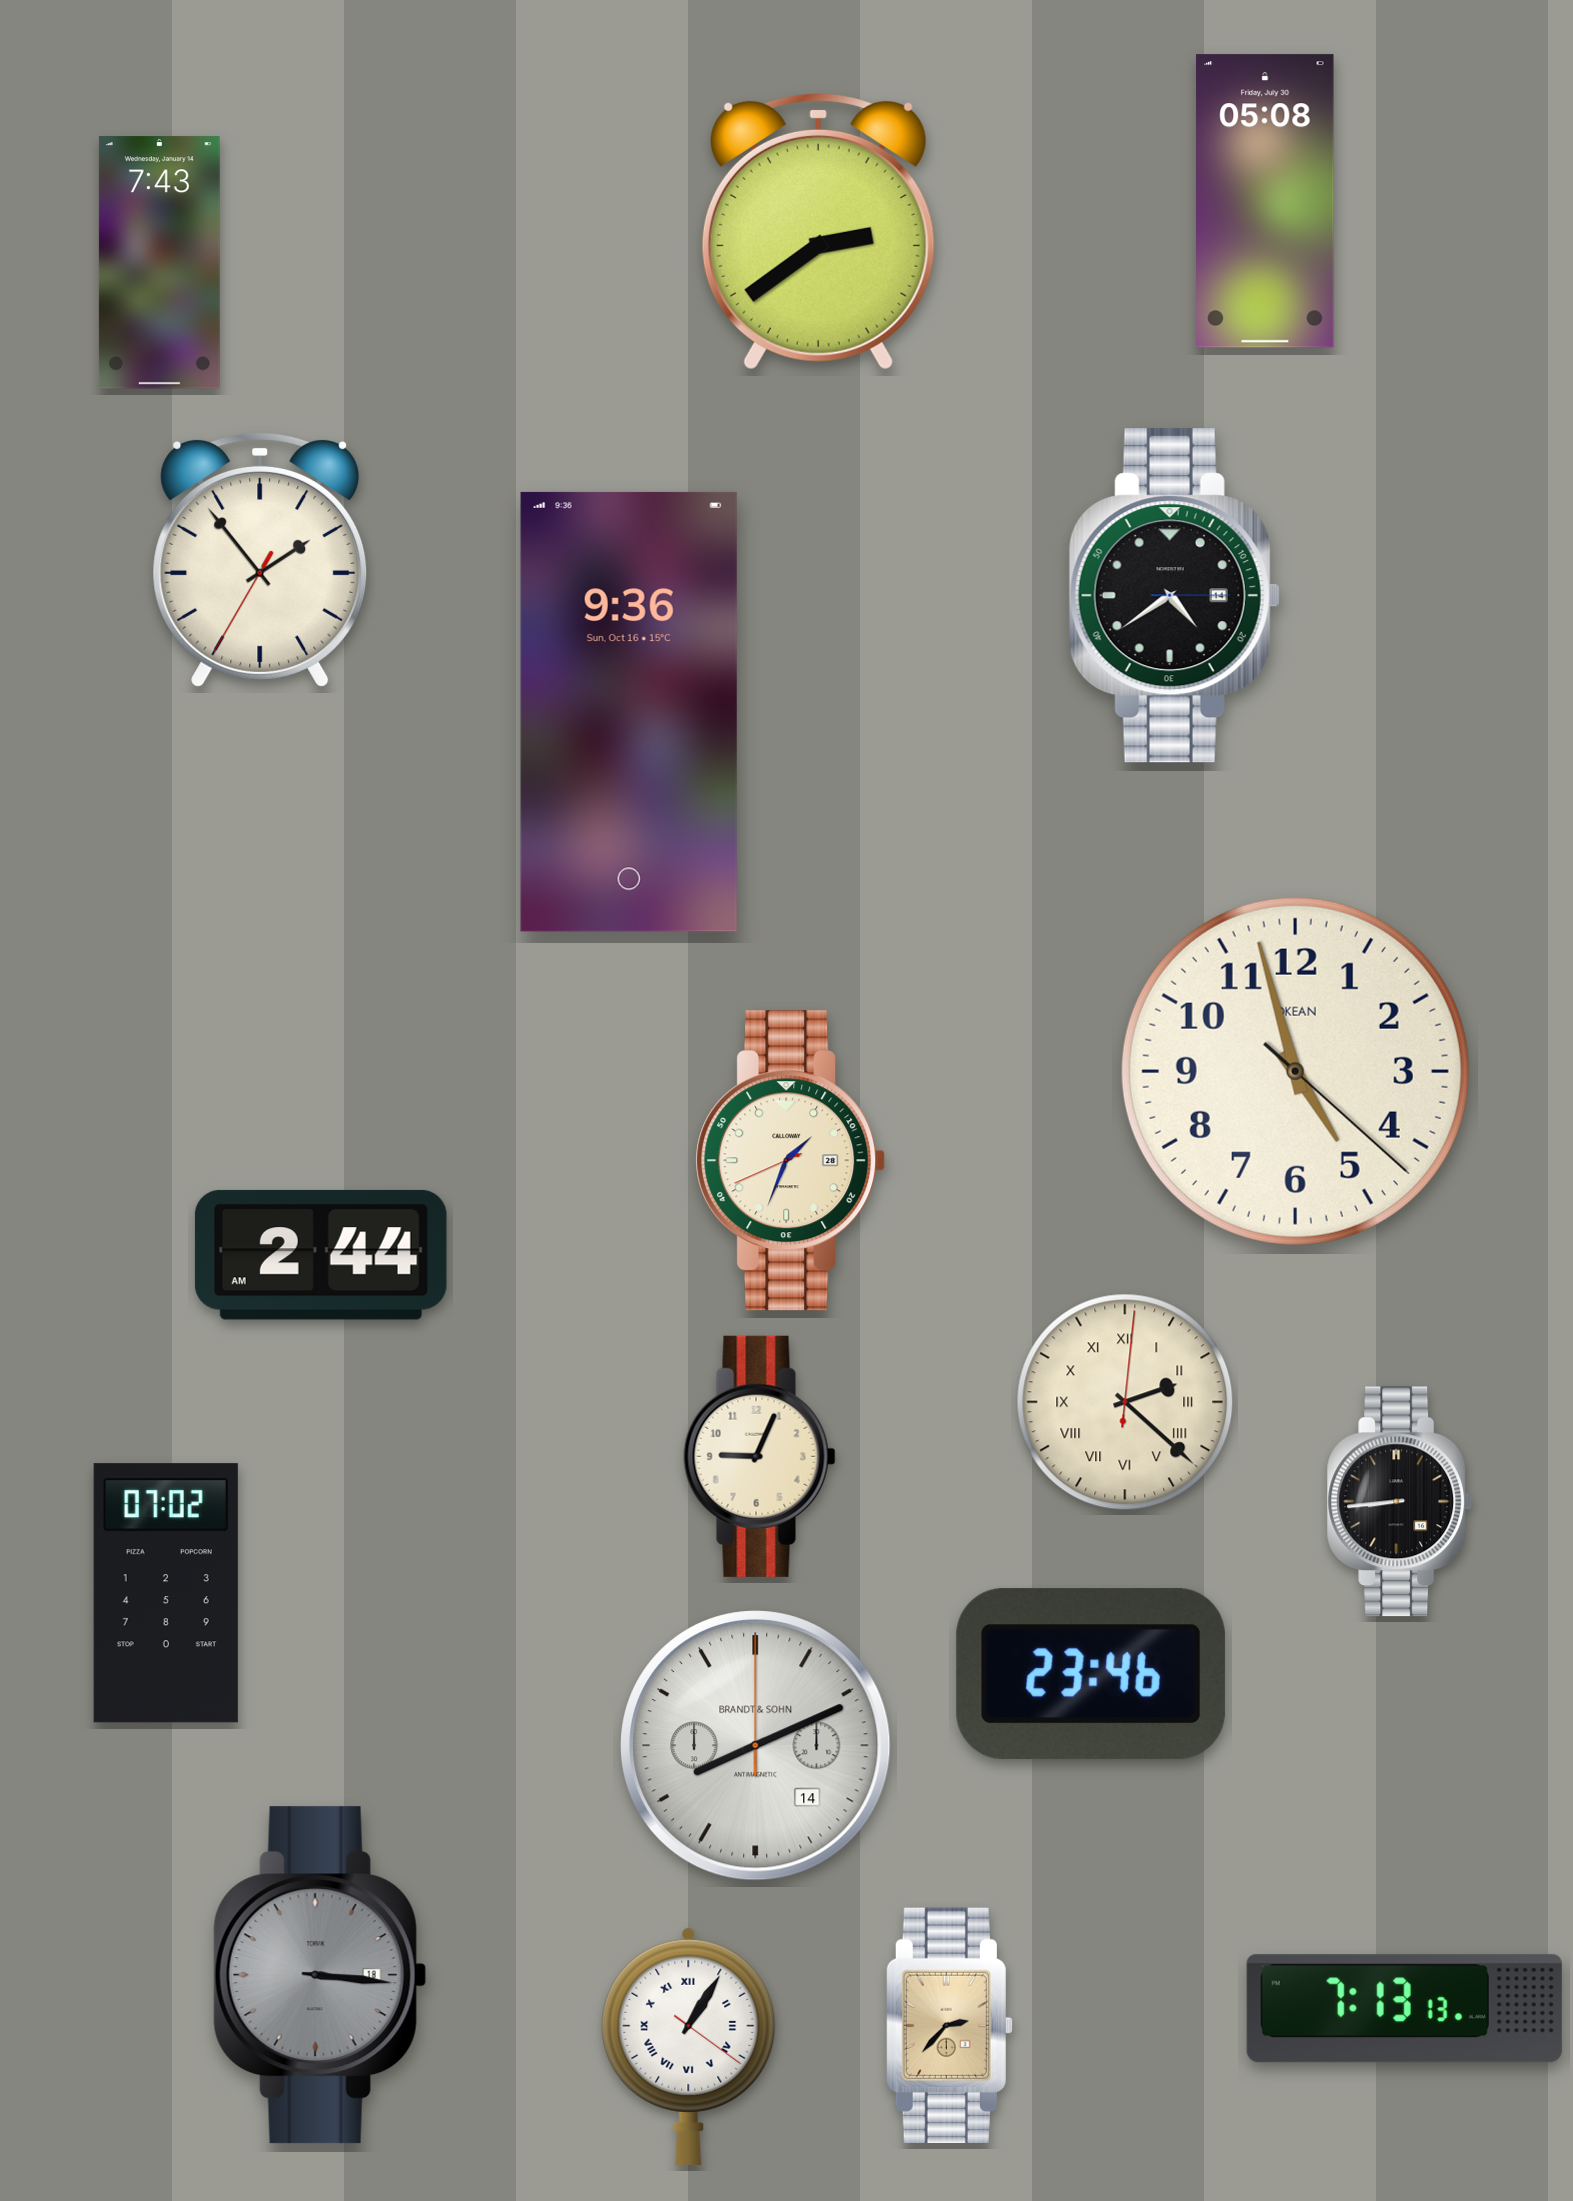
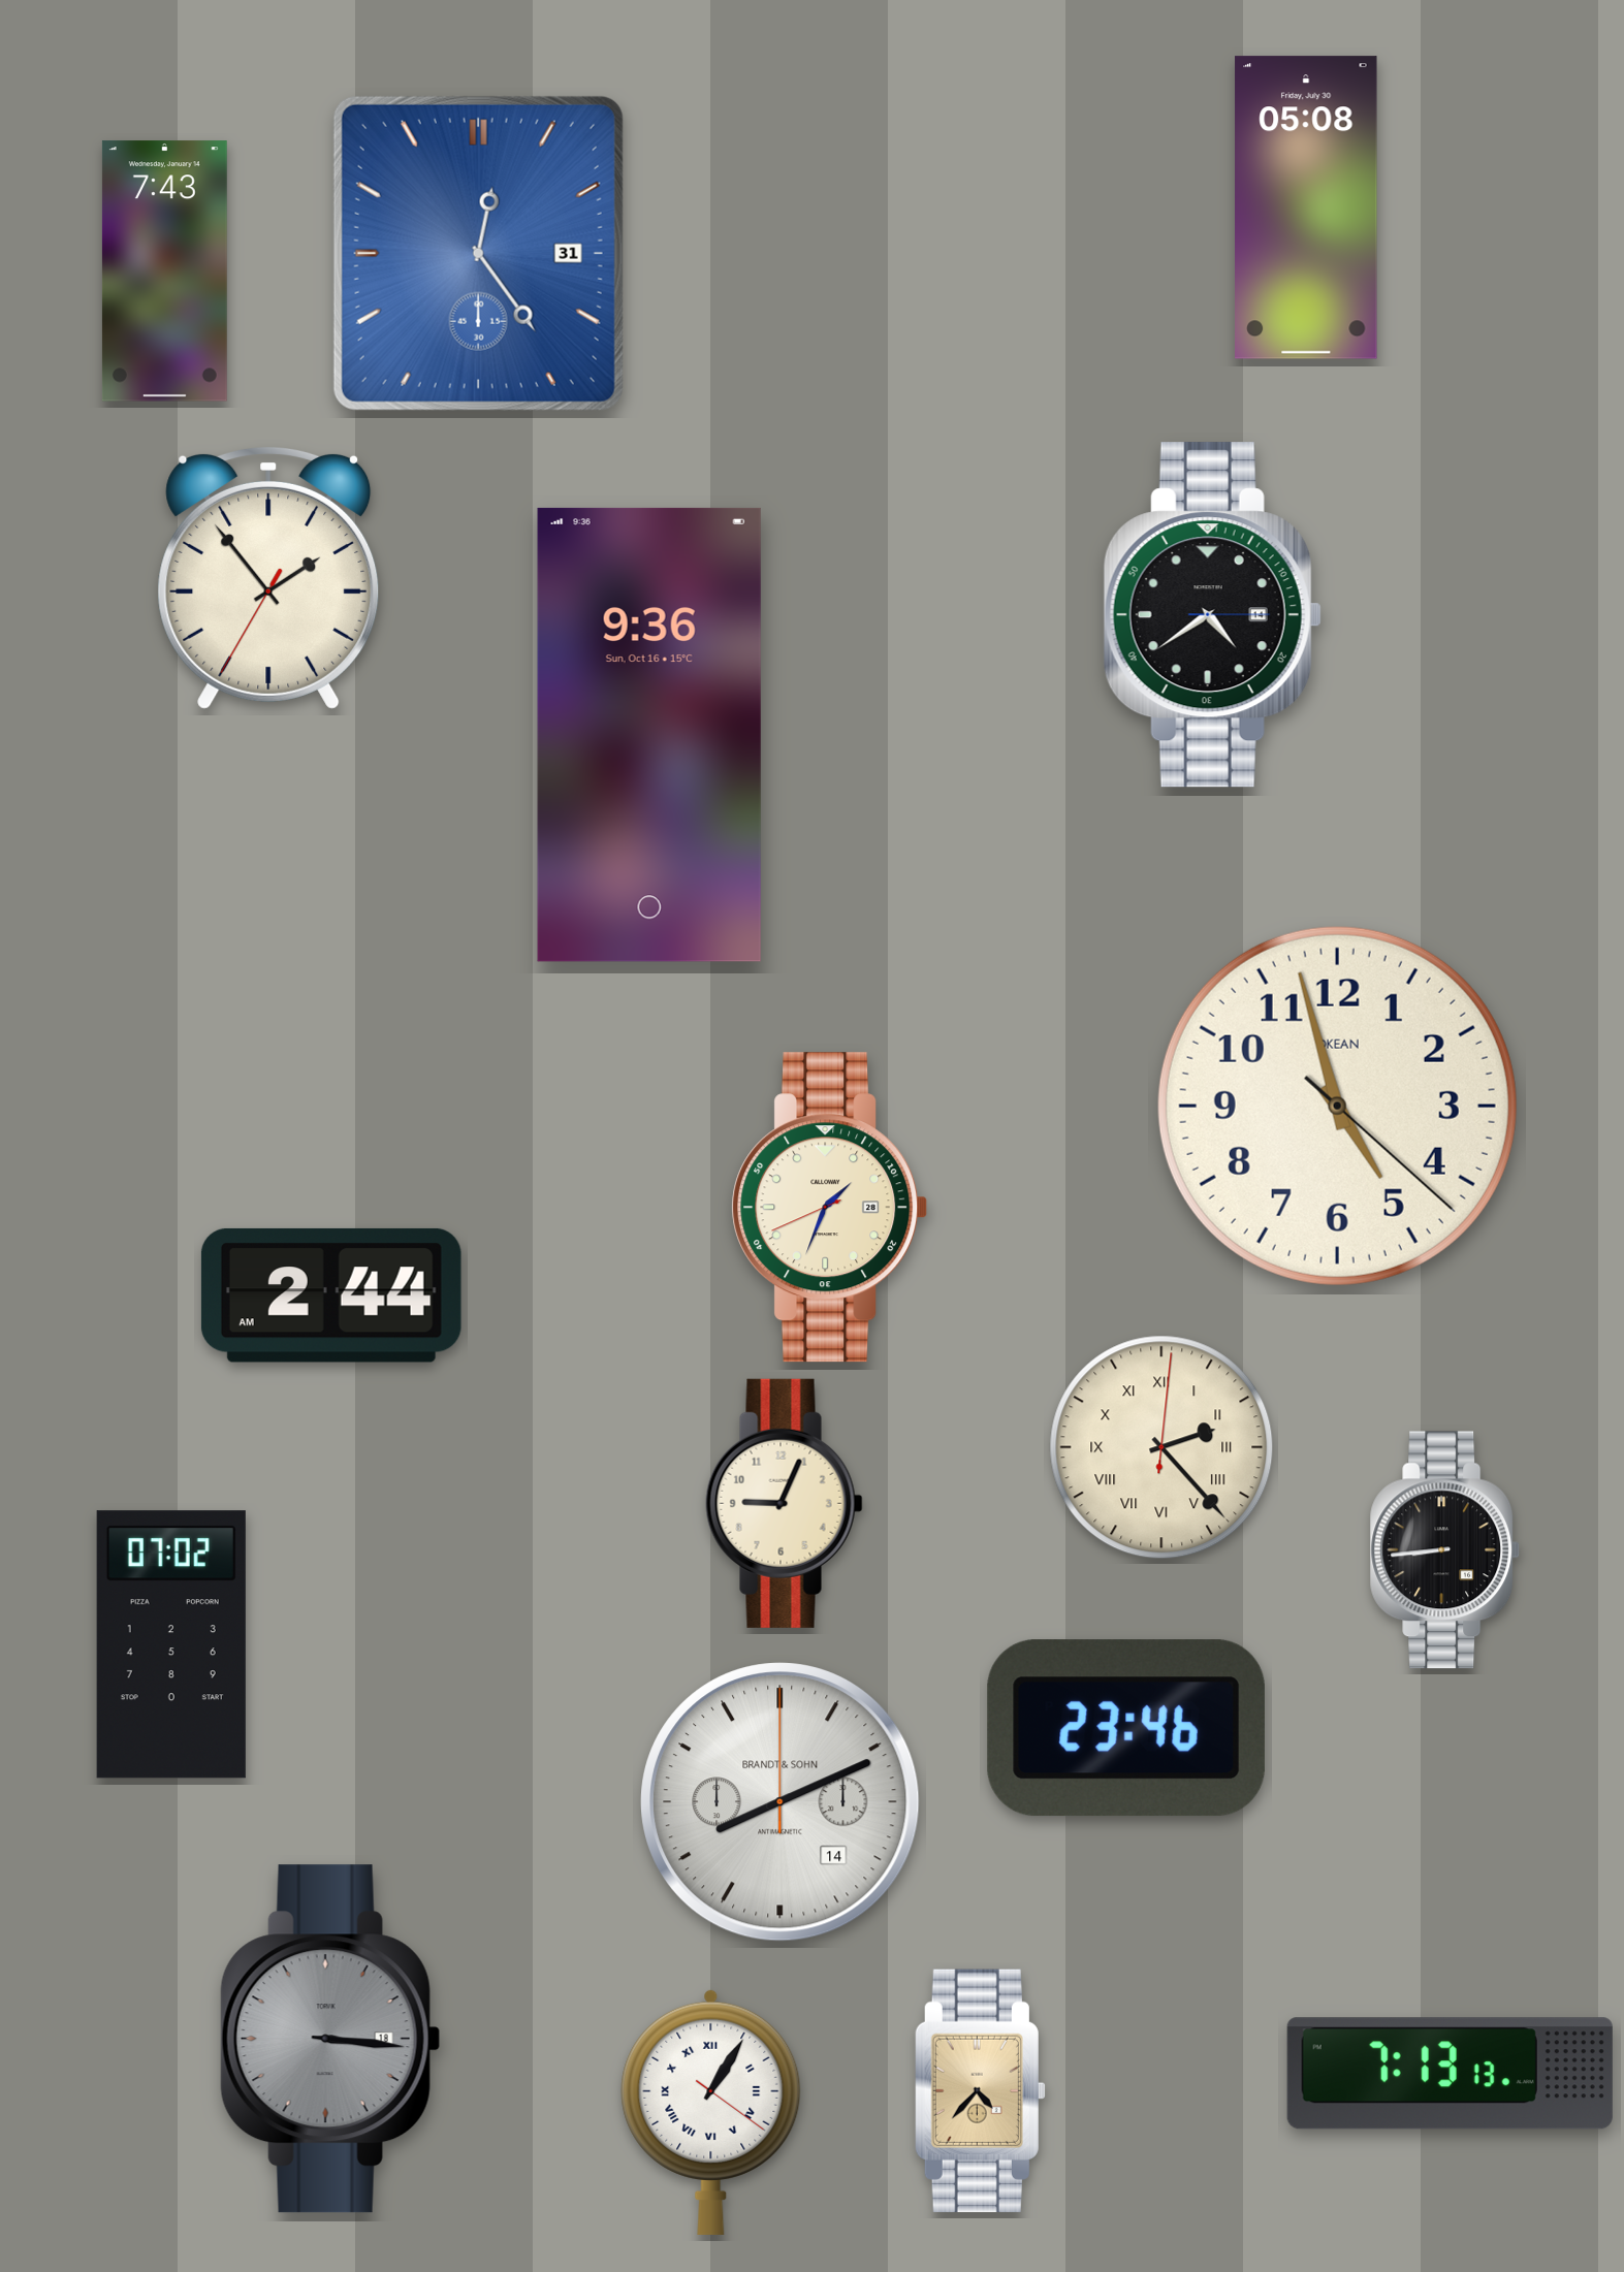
clock at (818, 231): 2:39 -> none
clock at (478, 253): none -> 12:24
clock at (791, 1161) position: (791, 1161) -> (830, 1208)
clock at (1125, 1402): 2:22 -> 2:23
clock at (949, 2025): 2:37 -> 4:37
